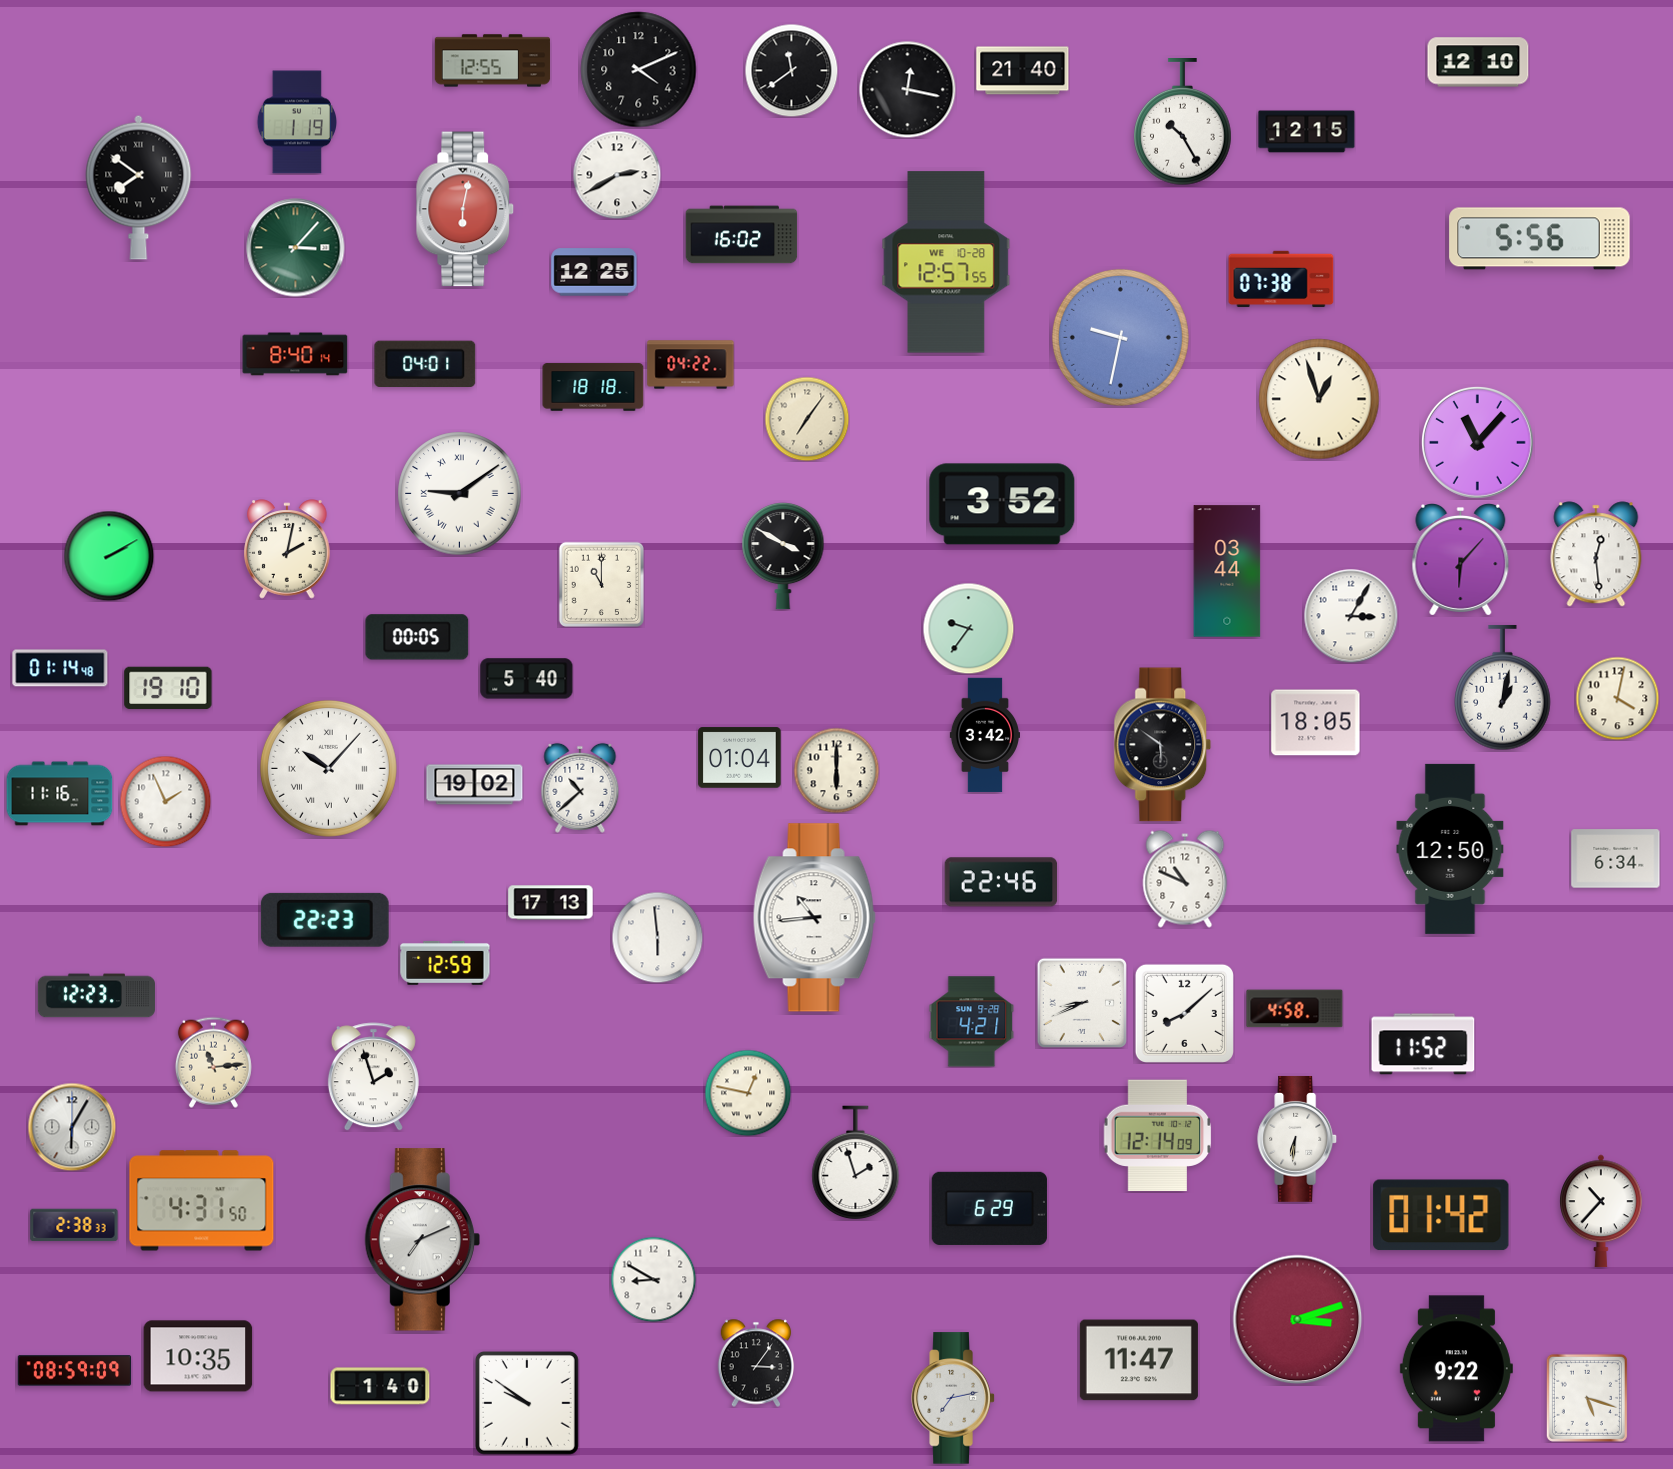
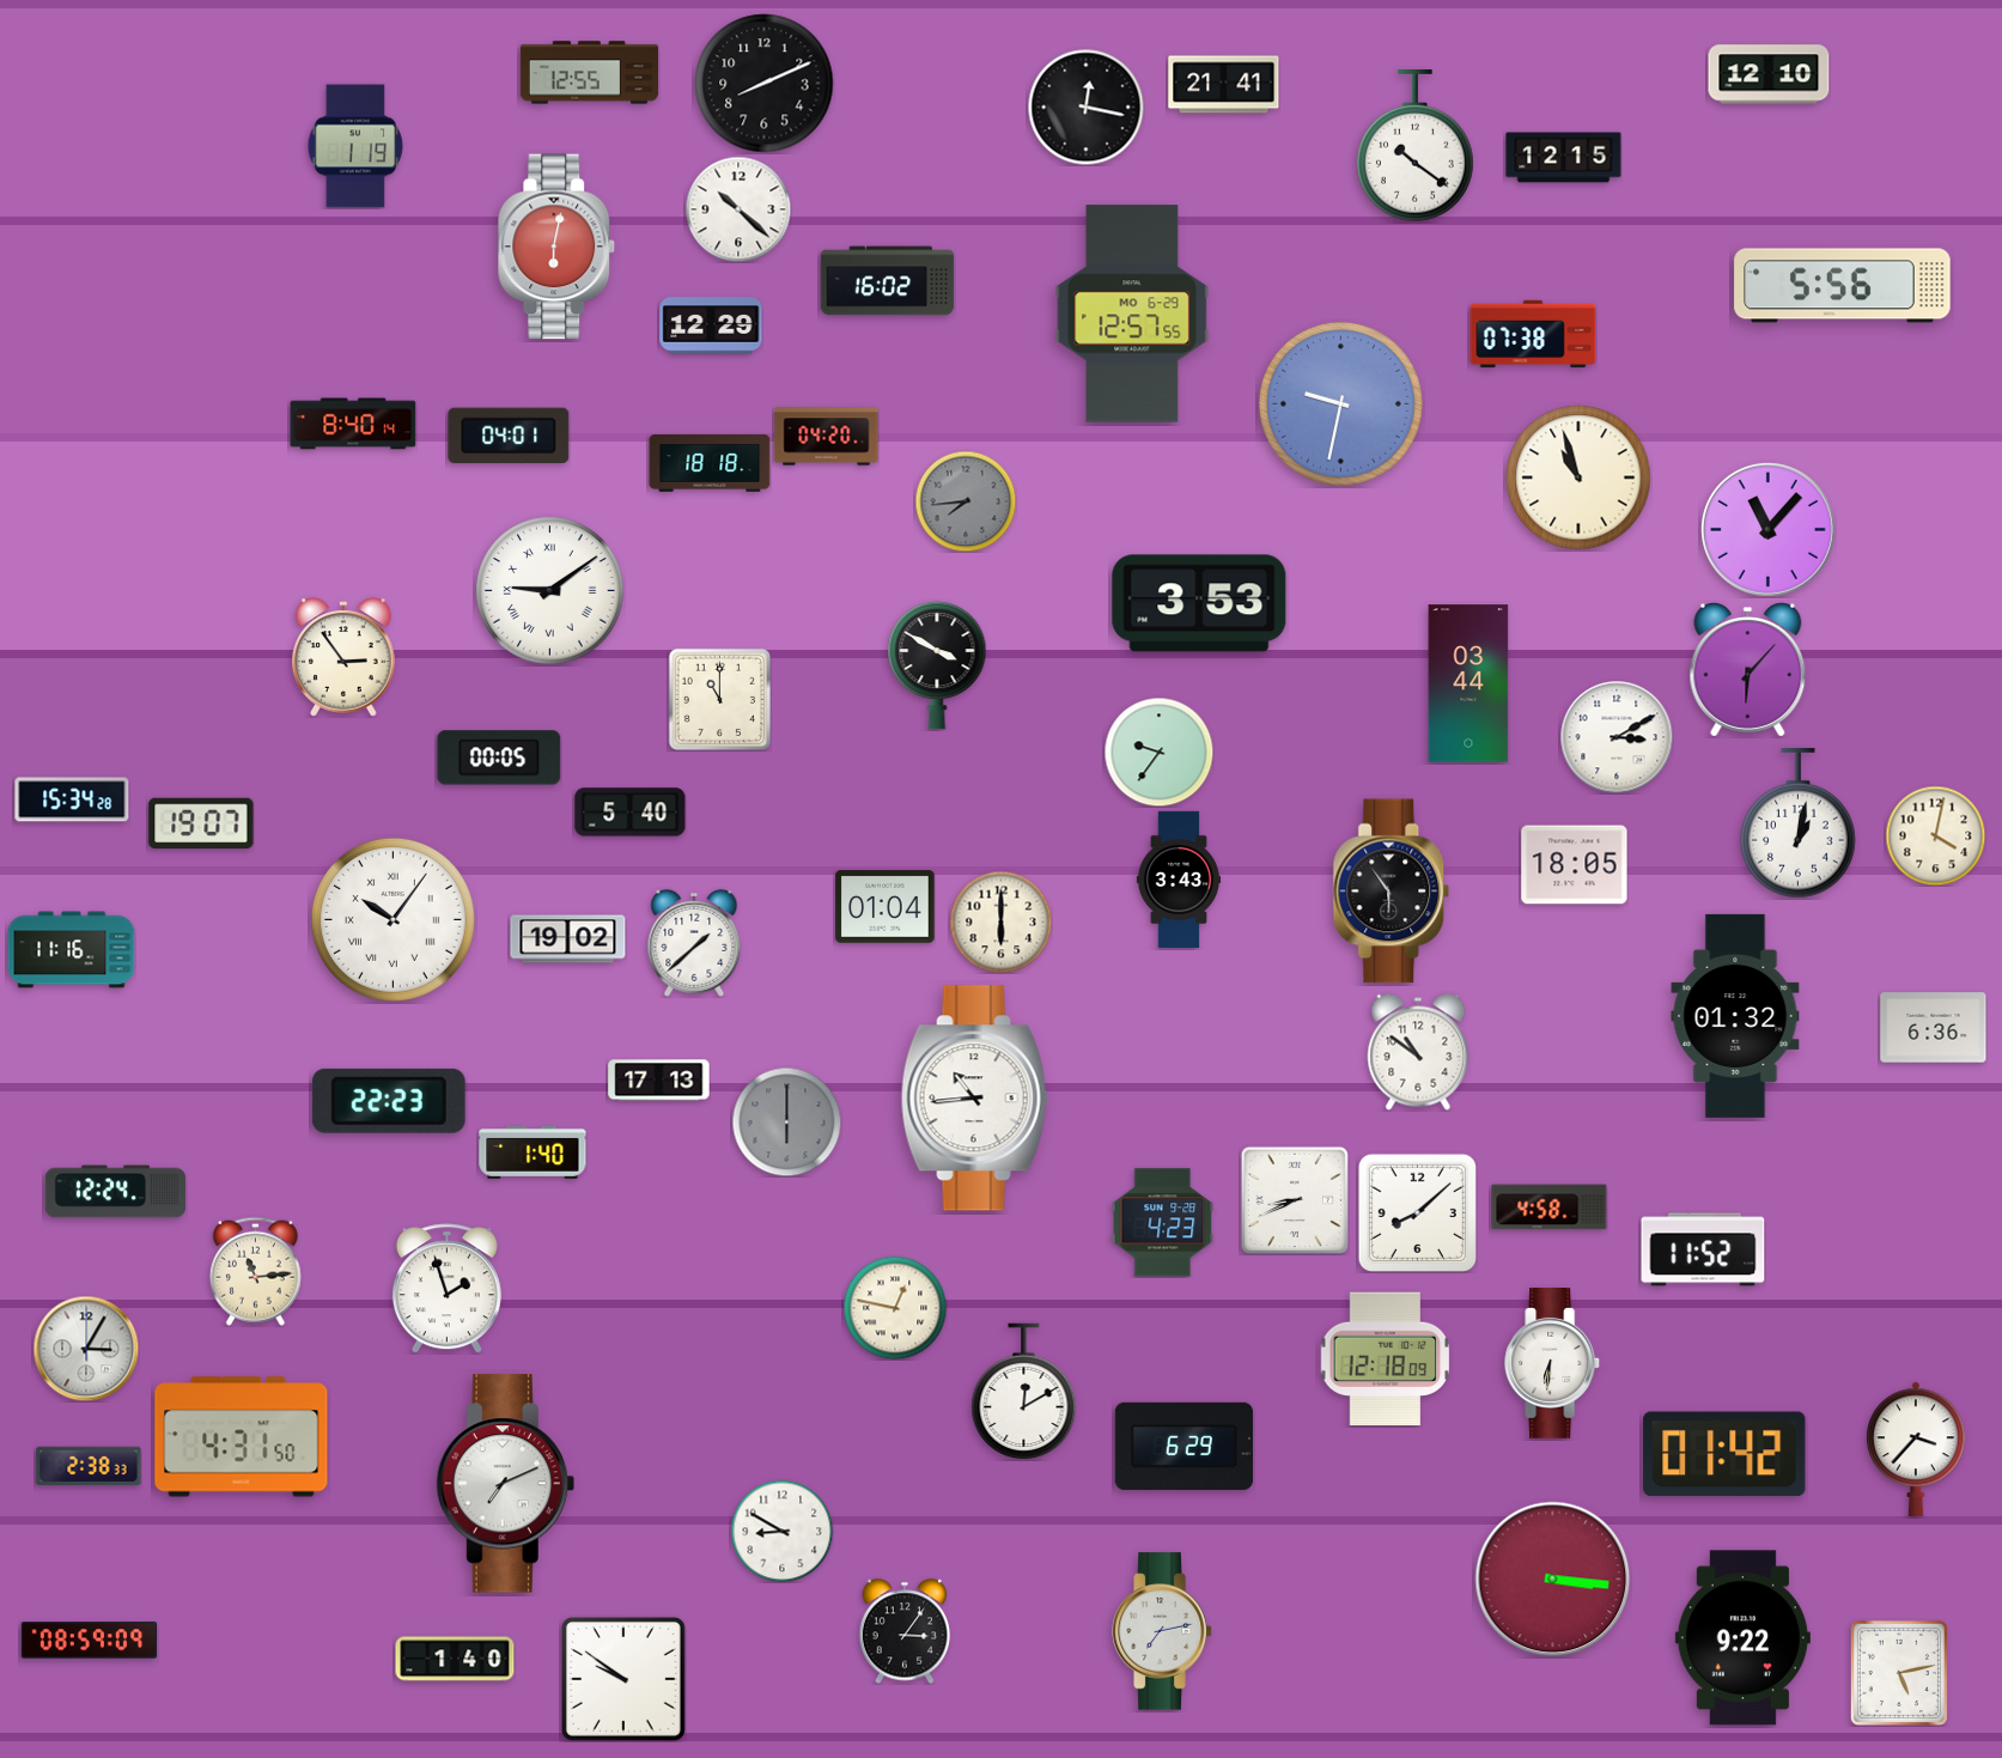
clock at (639, 70): 4:11 -> 8:11
clock at (791, 70): 11:39 -> none
clock at (1023, 71): 21:40 -> 21:41
clock at (1183, 123): 10:25 -> 10:21
clock at (617, 175): 2:40 -> 10:22
clock at (139, 187): 7:51 -> none
clock at (465, 209) position: (465, 209) -> (556, 247)
clock at (296, 248): 3:07 -> none
clock at (946, 262) date: WE 10-28 -> MO 6-29
clock at (594, 272): 12:25 -> 12:29
clock at (691, 365): 04:22 -> 04:20
clock at (1319, 399): 12:57 -> 10:57
clock at (807, 419): 7:06 -> 7:44
clock at (807, 419) dial: cream -> grey
clock at (1002, 504): 3:52 -> 3:53
clock at (287, 549): 2:02 -> 2:54
clock at (1596, 554): 12:29 -> none
clock at (109, 556): 2:10 -> none
clock at (1351, 616): 3:05 -> 3:10
clock at (417, 637) position: (417, 637) -> (499, 758)
clock at (60, 668): 01:14 -> 15:34
clock at (168, 688): 19:10 -> 19:07
clock at (984, 735): 3:42 -> 3:43
clock at (1163, 745): 5:51 -> 5:54
clock at (328, 768): 10:07 -> 10:06
clock at (580, 788): 10:38 -> 1:38
clock at (165, 801): 1:56 -> none
clock at (1450, 849): 12:50 -> 01:32
clock at (1616, 859): 6:34 -> 6:36
clock at (1185, 879): 10:49 -> 10:51
clock at (1001, 882): 22:46 -> none
clock at (657, 937): 5:59 -> 6:00
clock at (657, 937) dial: white -> grey
clock at (445, 963): 12:59 -> 1:40
clock at (96, 996): 12:23 -> 12:24
clock at (972, 1022): 4:21 -> 4:23
clock at (72, 1127): 6:05 -> 3:05
clock at (1158, 1136): 12:14 -> 12:18
clock at (856, 1163): 1:57 -> 12:10
clock at (1602, 1211): 10:37 -> 3:37
clock at (1298, 1320): 3:12 -> 3:16
clock at (198, 1356): 10:35 -> none
clock at (1139, 1360): 11:47 -> none
clock at (953, 1398) position: (953, 1398) -> (1162, 1631)
clock at (1587, 1398): 5:18 -> 5:13
clock at (527, 1403) position: (527, 1403) -> (623, 1679)
